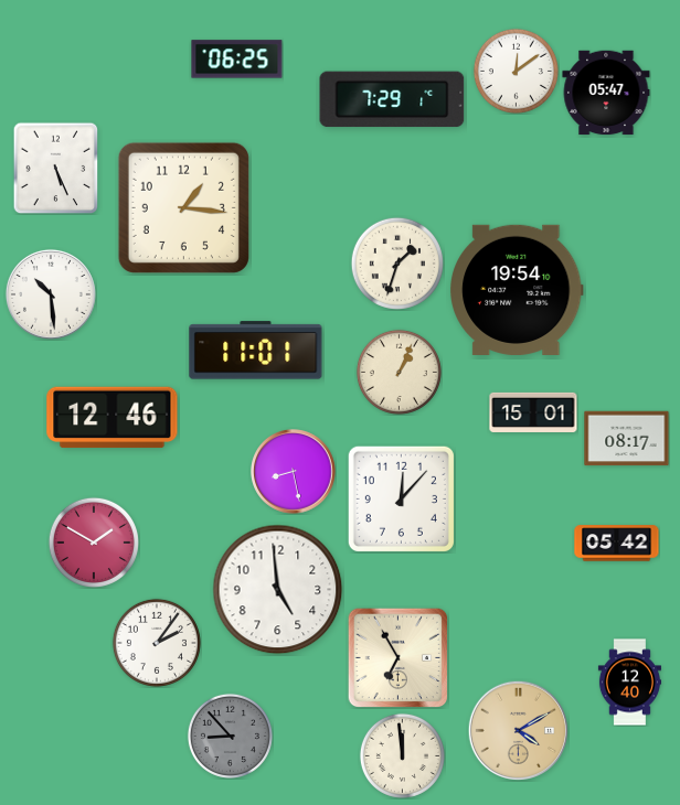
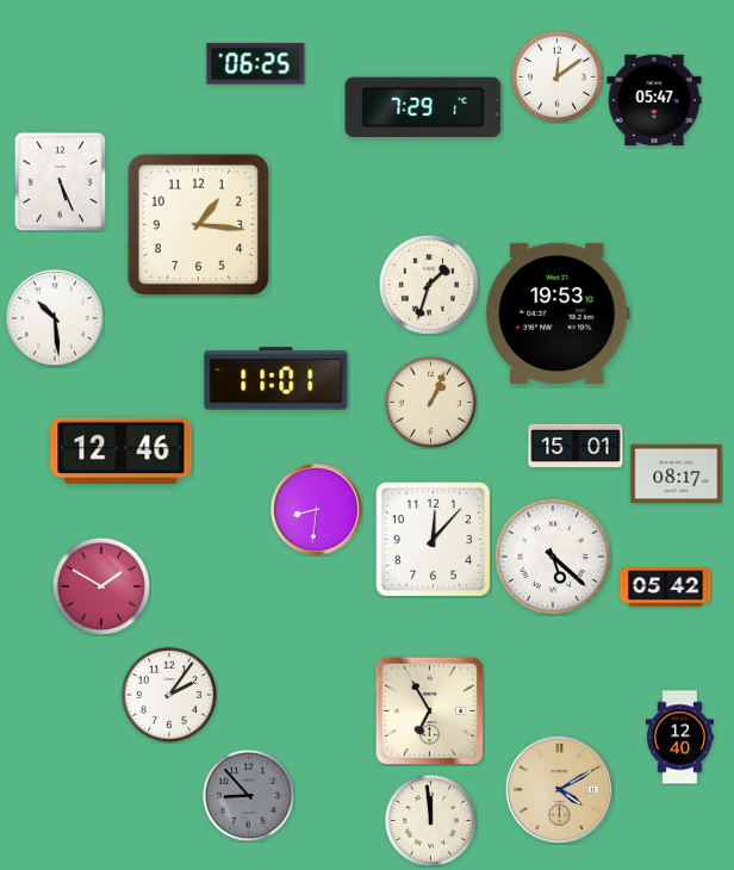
clock at (517, 290): 19:54 -> 19:53
clock at (294, 472): 8:28 -> 8:31
clock at (553, 557): none -> 5:22
clock at (278, 590): 4:59 -> none
clock at (402, 755) position: (402, 755) -> (430, 820)
